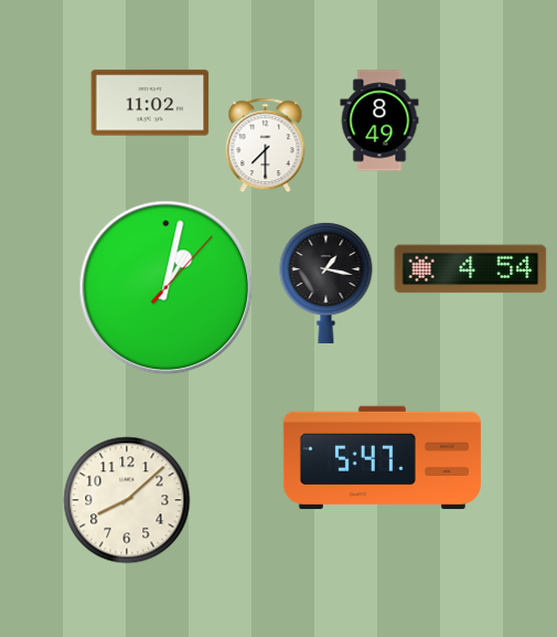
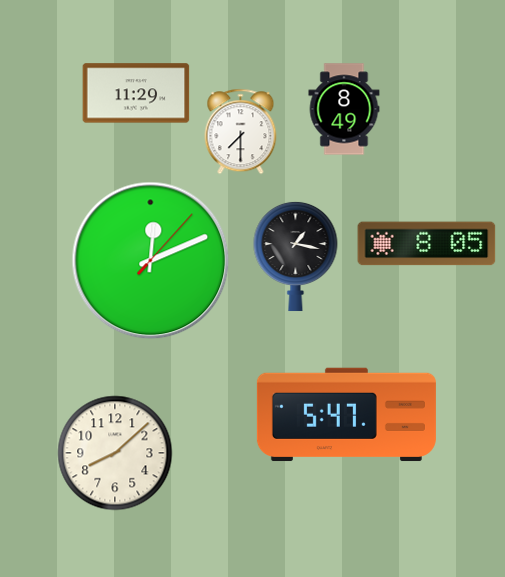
clock at (150, 103): 11:02 -> 11:29
clock at (471, 269): 4:54 -> 8:05
clock at (167, 288): 1:02 -> 12:11
